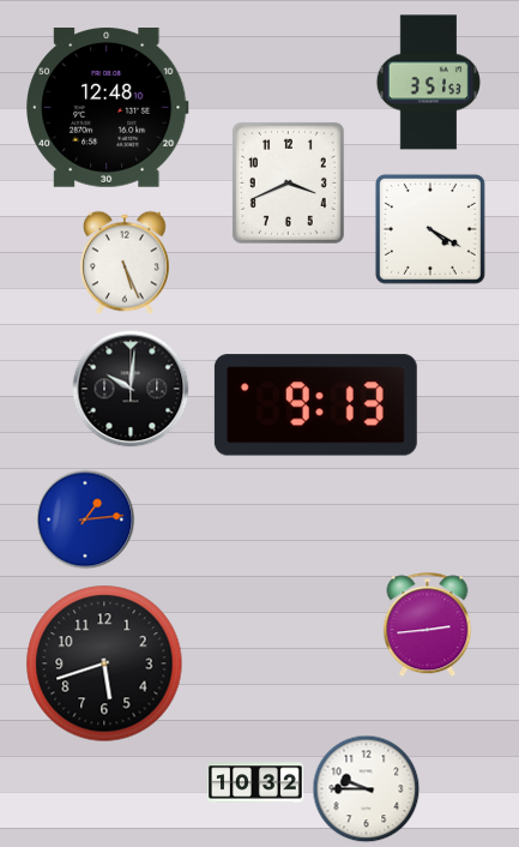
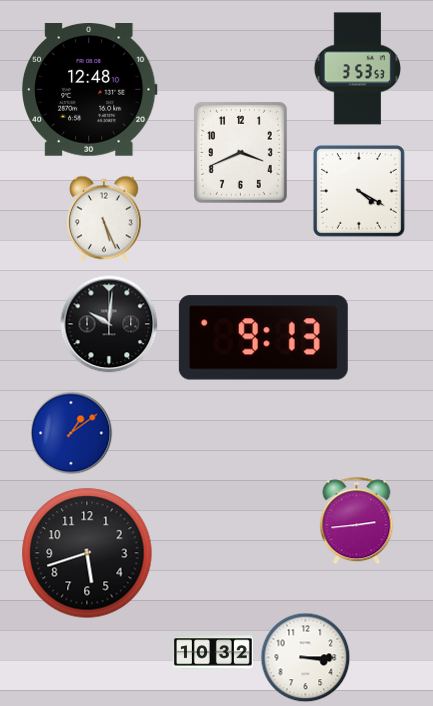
clock at (429, 83): 3:51 -> 3:53
clock at (85, 519): 1:14 -> 1:09
clock at (367, 789): 9:45 -> 3:15
